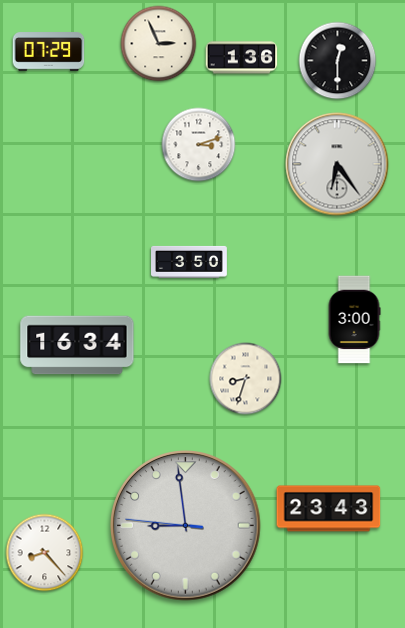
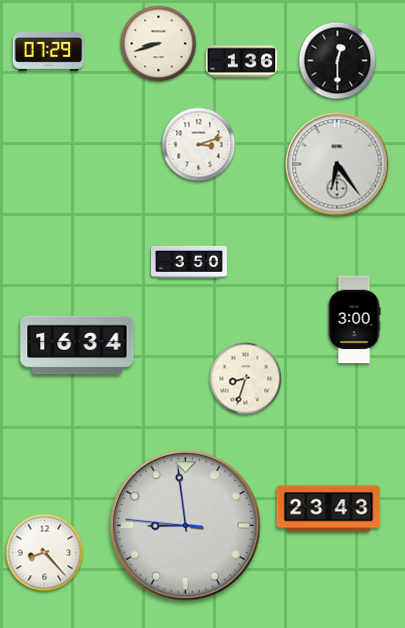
clock at (159, 44): 2:56 -> 8:42
clock at (242, 58) position: (242, 58) -> (242, 62)
